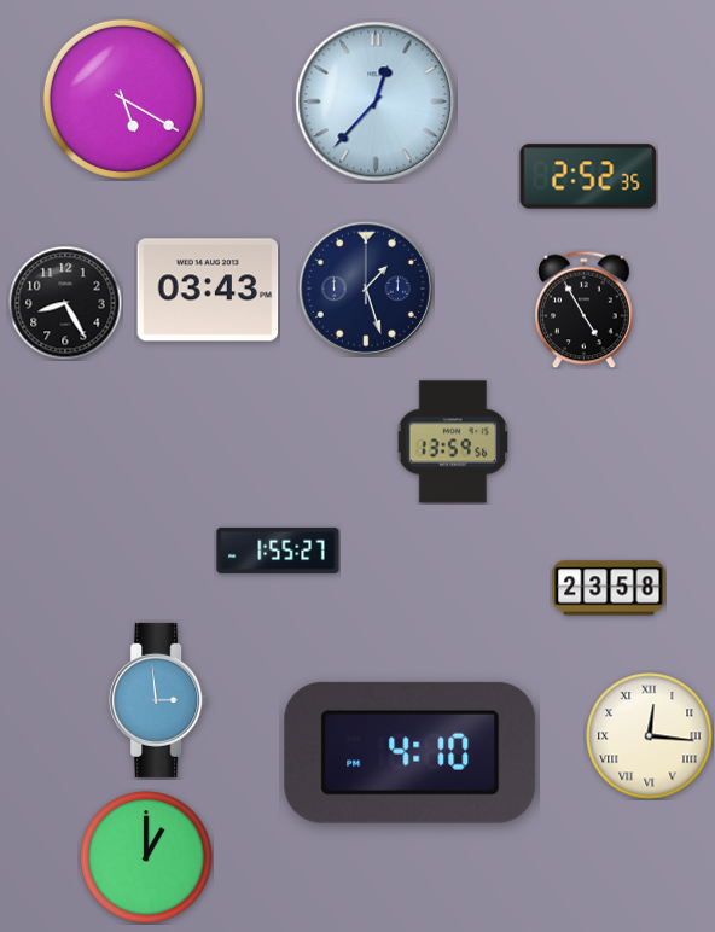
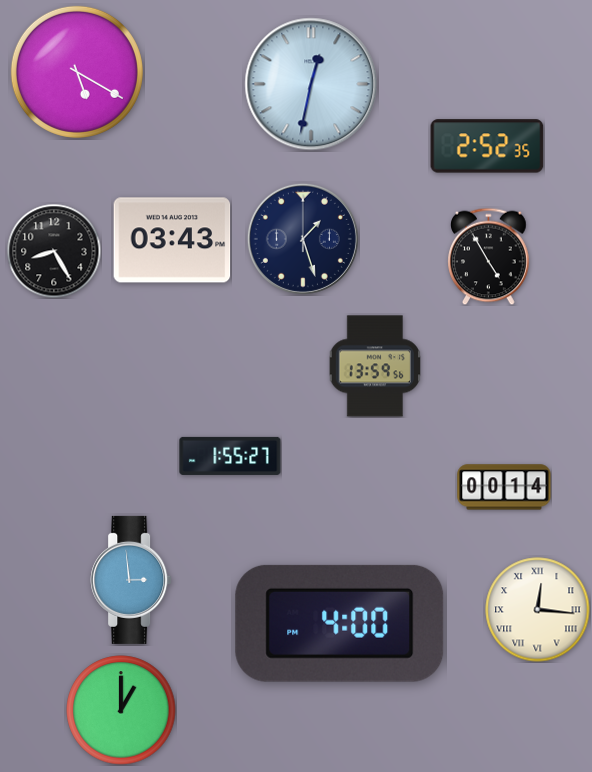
clock at (123, 99) position: (123, 99) -> (77, 72)
clock at (376, 101): 12:37 -> 12:32
clock at (585, 309) position: (585, 309) -> (489, 256)
clock at (609, 588): 23:58 -> 00:14
clock at (411, 752): 4:10 -> 4:00
